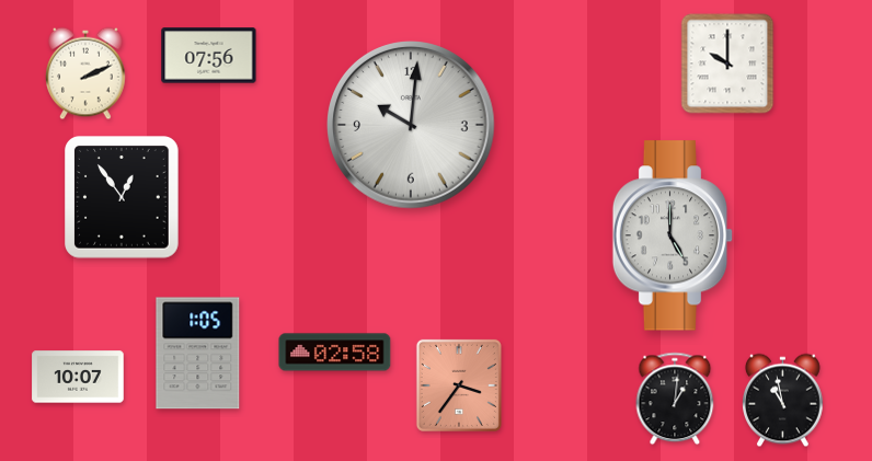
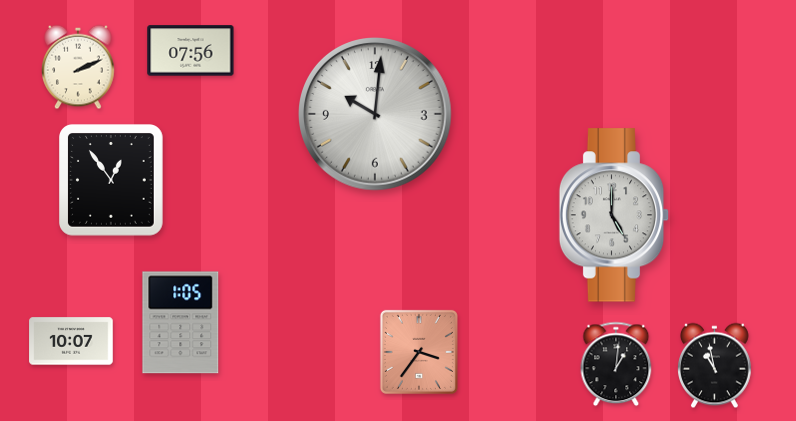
clock at (727, 64): 10:00 -> none
clock at (335, 353): 02:58 -> none
clock at (78, 377) position: (78, 377) -> (71, 341)
